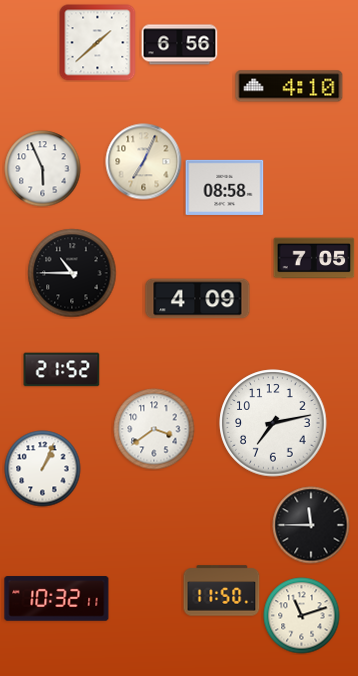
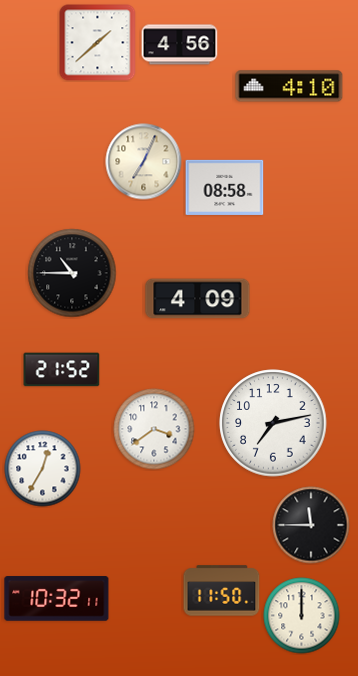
clock at (180, 45): 6:56 -> 4:56
clock at (43, 169): 5:56 -> none
clock at (314, 258): 7:05 -> none
clock at (43, 469): 1:04 -> 12:35
clock at (302, 616): 11:12 -> 12:00
